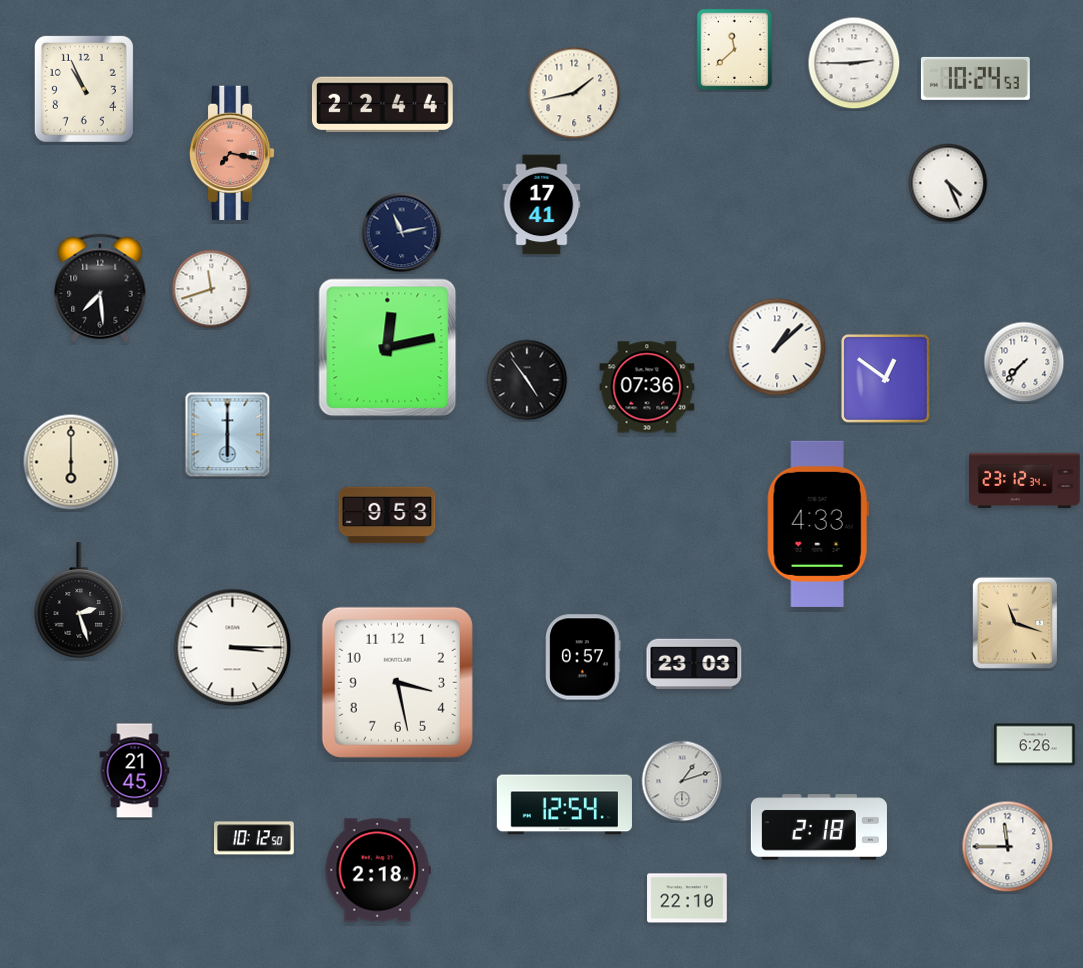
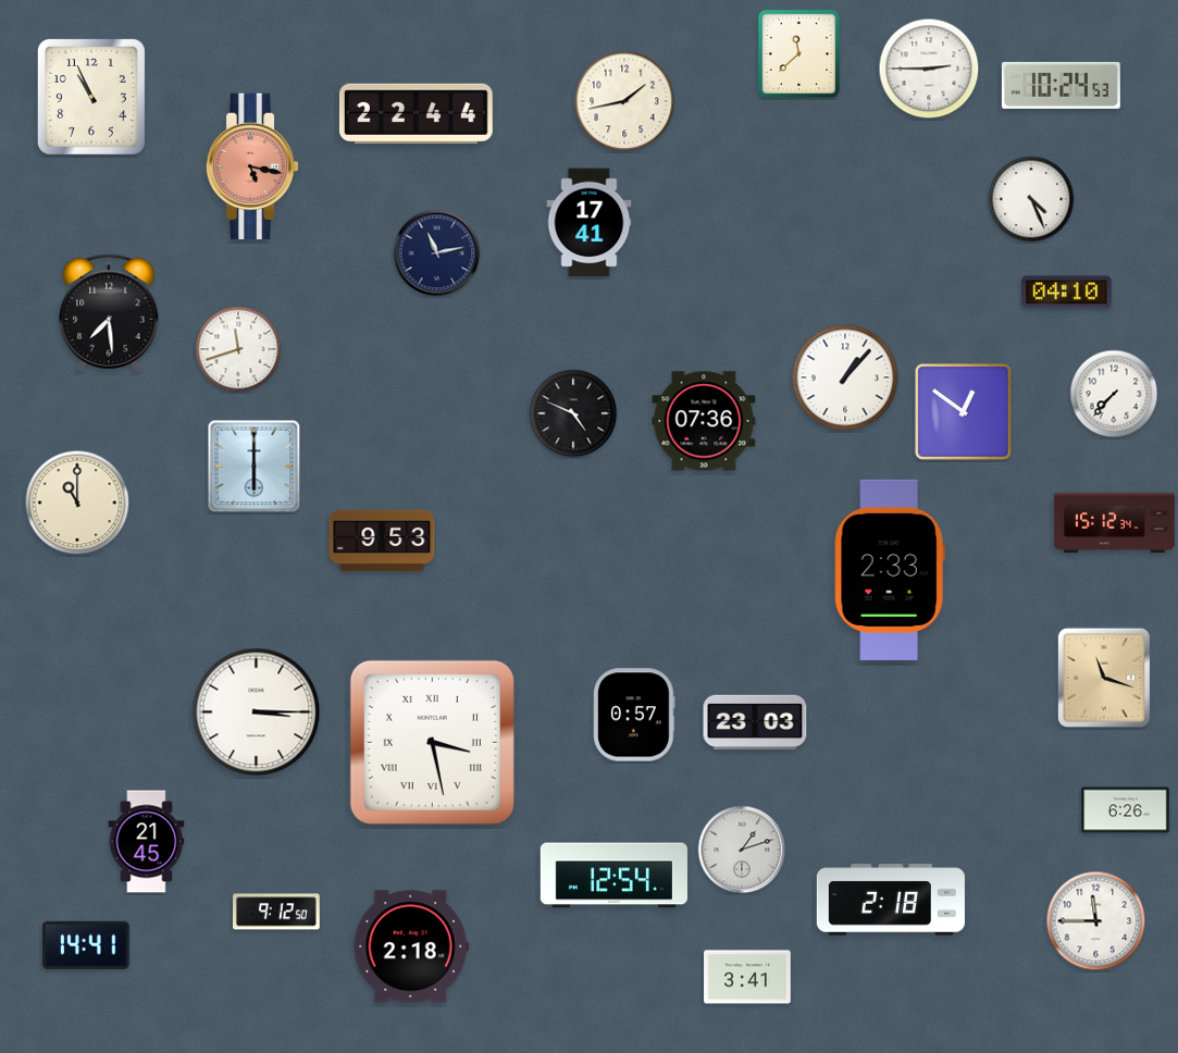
clock at (232, 153): 7:17 -> 5:17
clock at (1067, 293): none -> 04:10
clock at (211, 289) position: (211, 289) -> (238, 349)
clock at (777, 347): 1:08 -> 1:07
clock at (388, 348): 12:13 -> none
clock at (527, 380): 4:54 -> 4:49
clock at (228, 435) position: (228, 435) -> (255, 467)
clock at (71, 462): 6:00 -> 11:00
clock at (1025, 481): 23:12 -> 15:12
clock at (387, 515) position: (387, 515) -> (382, 541)
clock at (818, 524): 4:33 -> 2:33
clock at (79, 600): 2:27 -> none
clock at (233, 648) position: (233, 648) -> (257, 713)
clock at (397, 682) numerals: Arabic -> Roman
clock at (135, 771) position: (135, 771) -> (147, 842)
clock at (255, 838): 10:12 -> 9:12
clock at (86, 945): none -> 14:41
clock at (687, 898): 22:10 -> 3:41
